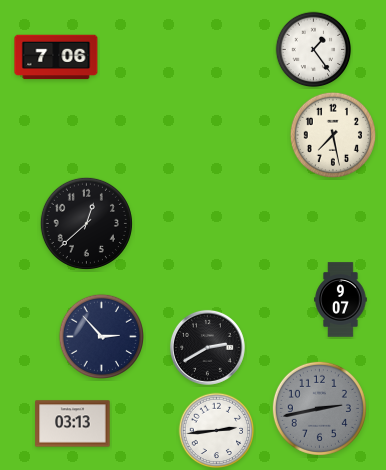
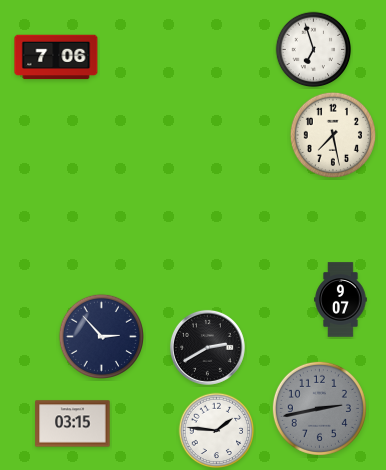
clock at (314, 50): 1:24 -> 6:57
clock at (86, 223): 12:38 -> none
clock at (73, 424): 03:13 -> 03:15
clock at (217, 431): 2:44 -> 1:46
